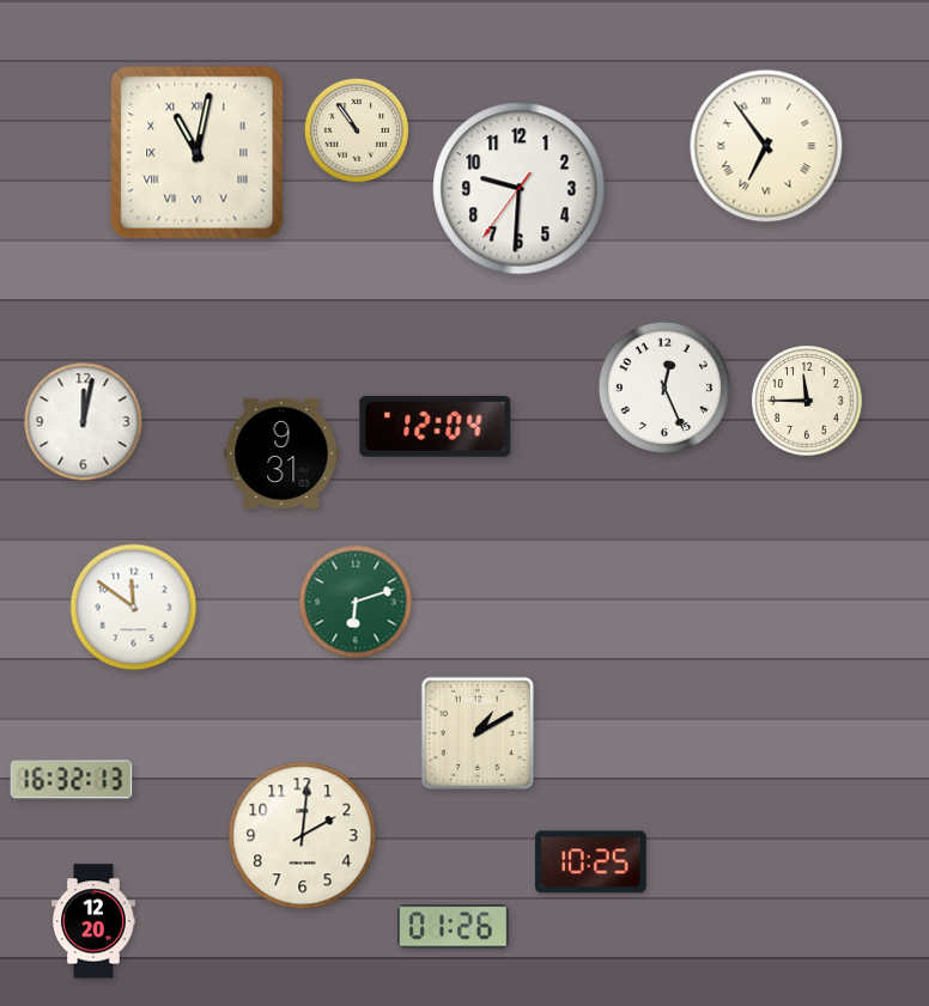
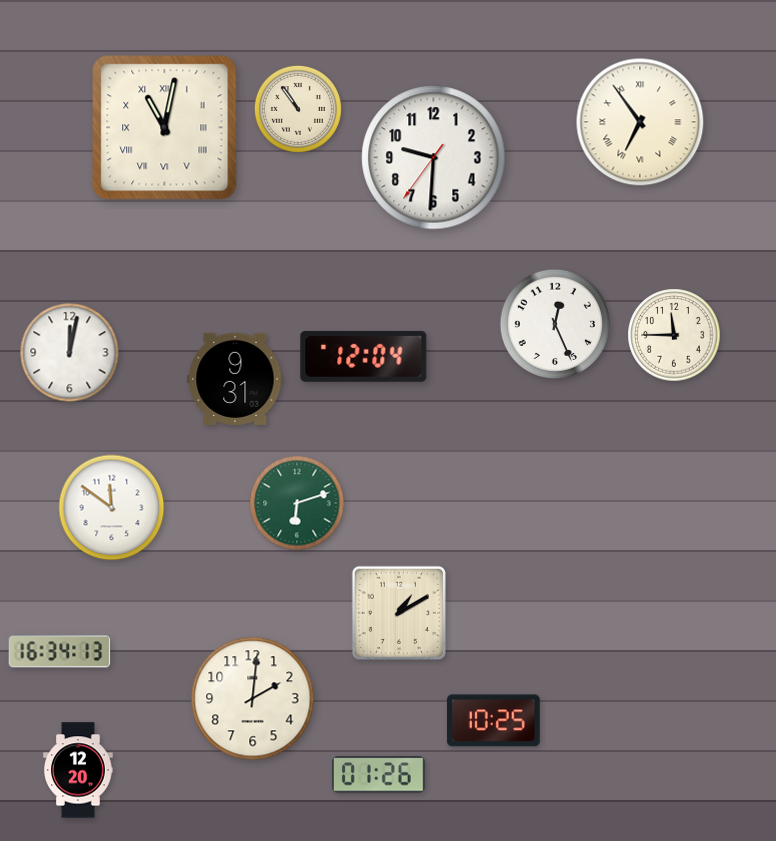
clock at (72, 780): 16:32 -> 16:34
